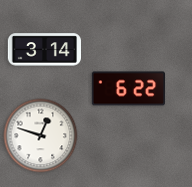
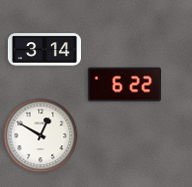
clock at (128, 89) position: (128, 89) -> (124, 85)
clock at (41, 136): 12:48 -> 12:50
